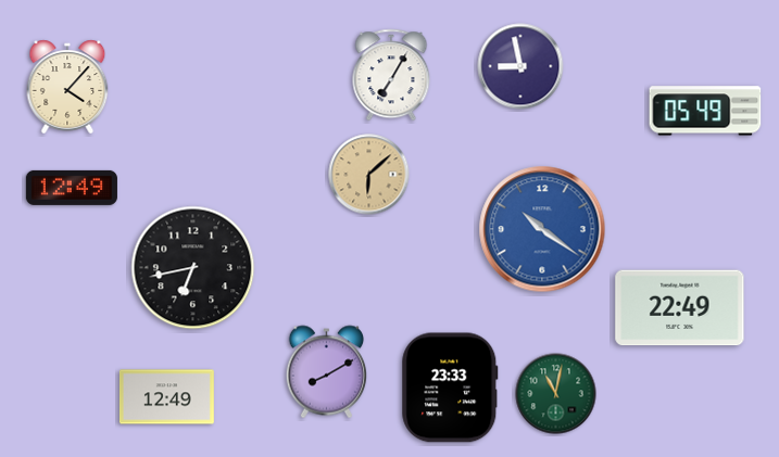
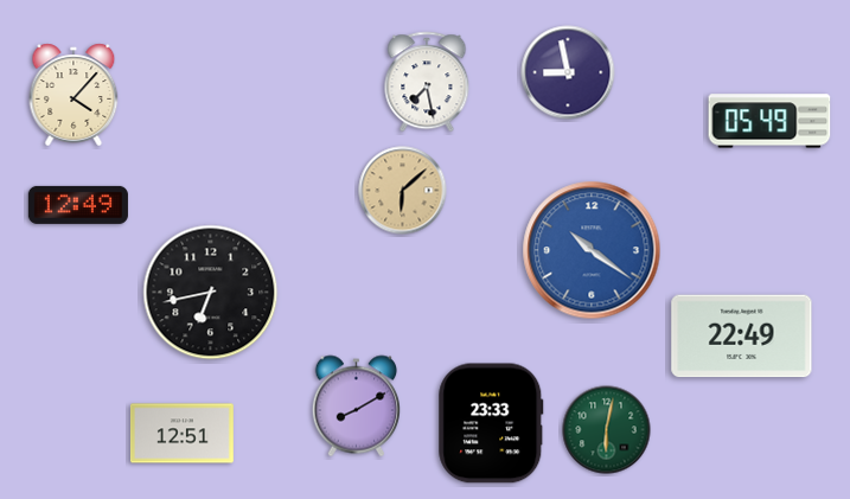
clock at (391, 75): 7:05 -> 7:28
clock at (556, 394): 11:02 -> 6:02
clock at (166, 397): 12:49 -> 12:51
